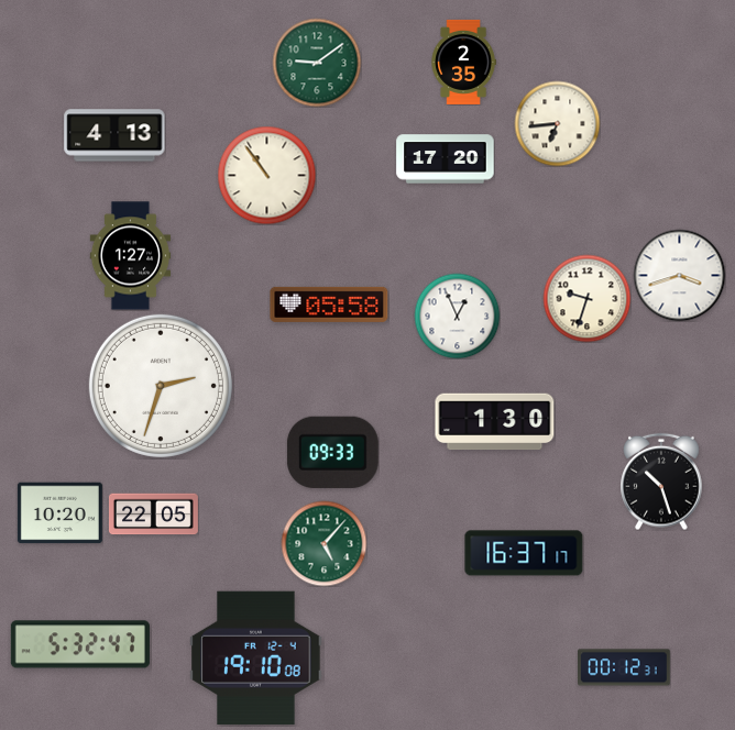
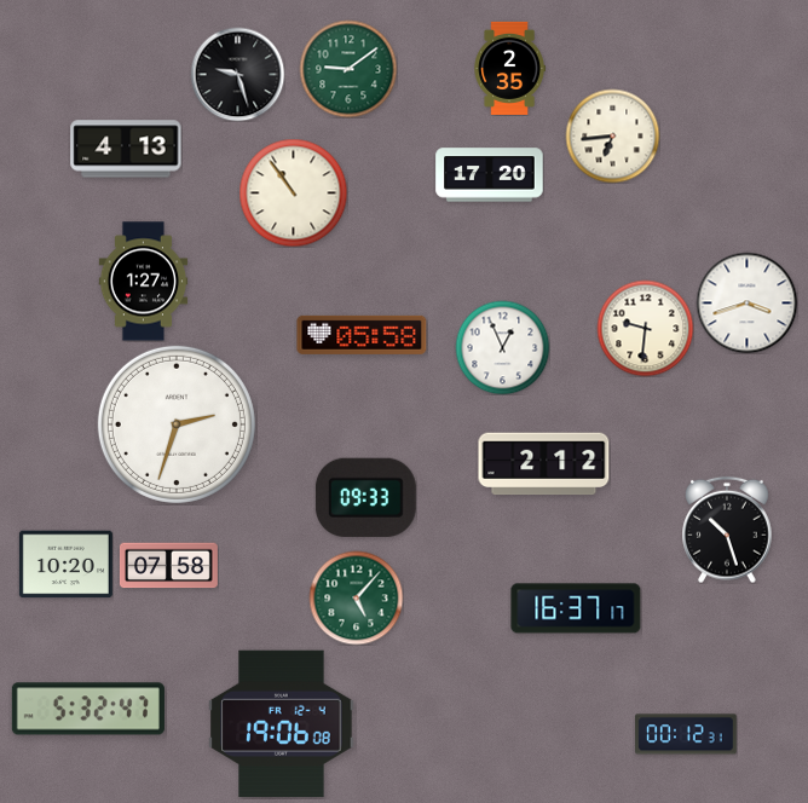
clock at (237, 74): none -> 9:27
clock at (586, 298): 9:33 -> 9:31
clock at (495, 422): 1:30 -> 2:12
clock at (153, 515): 22:05 -> 07:58
clock at (256, 659): 19:10 -> 19:06
